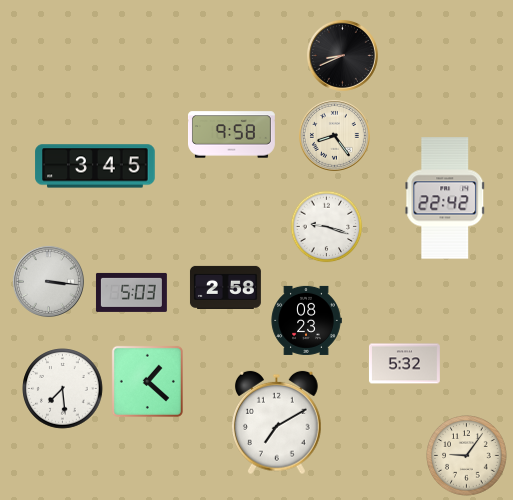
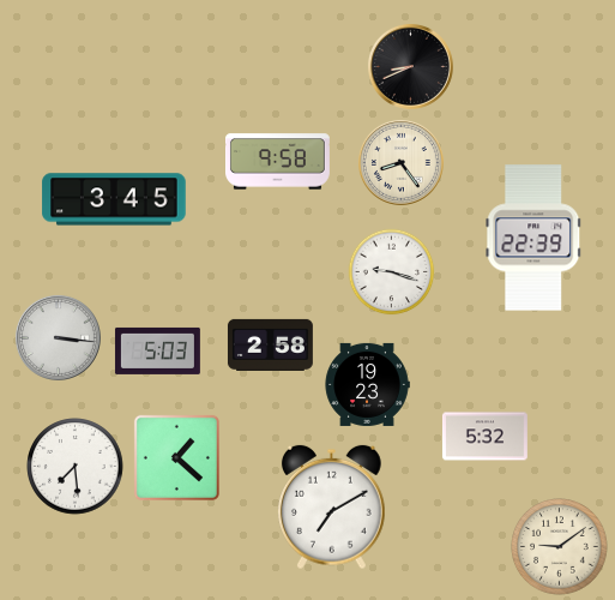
clock at (445, 198): 22:42 -> 22:39
clock at (306, 320): 08:23 -> 19:23
clock at (467, 456): 9:06 -> 9:09
